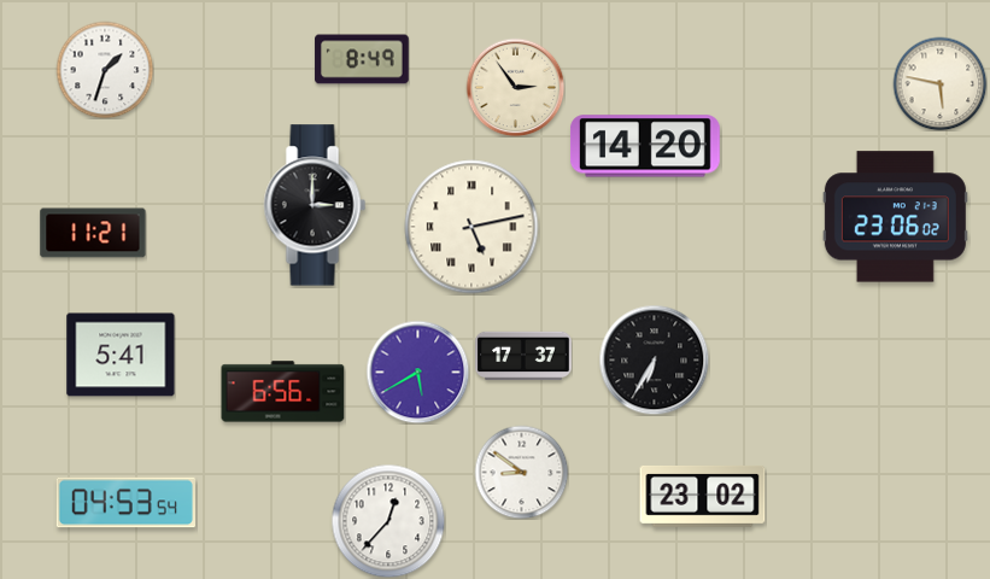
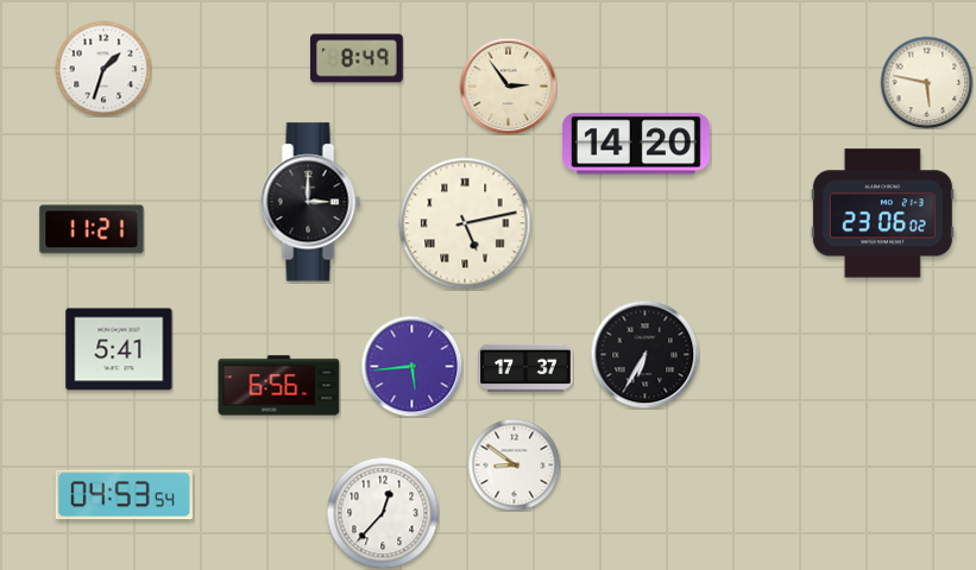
clock at (523, 356) position: (523, 356) -> (525, 368)
clock at (417, 372): 5:40 -> 5:44
clock at (703, 496): 23:02 -> none
